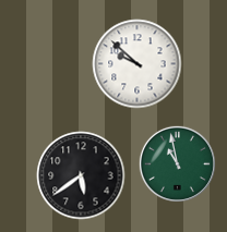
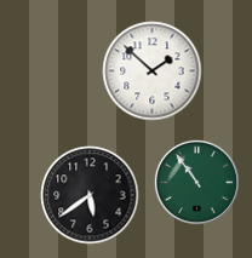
clock at (138, 64): 9:52 -> 1:52
clock at (177, 163): 10:58 -> 10:54
